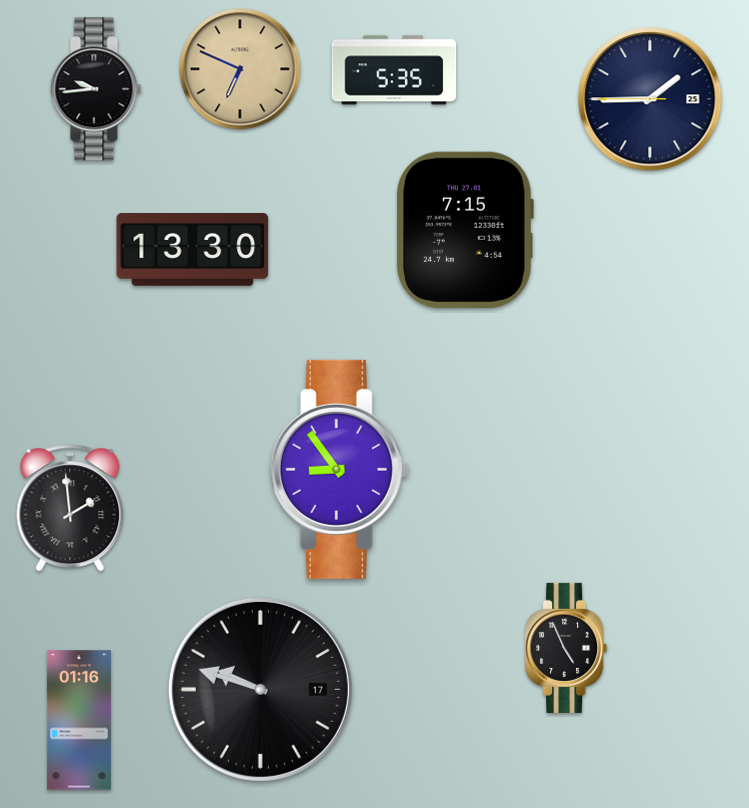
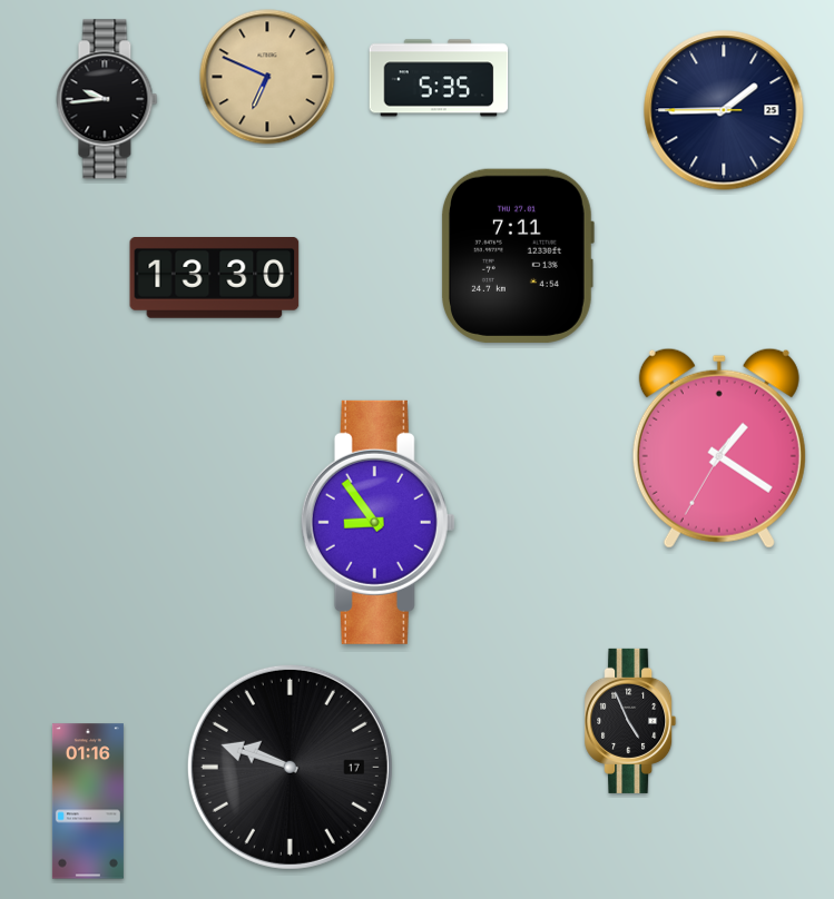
clock at (465, 230): 7:15 -> 7:11
clock at (719, 448): none -> 1:20
clock at (70, 508): 1:59 -> none
